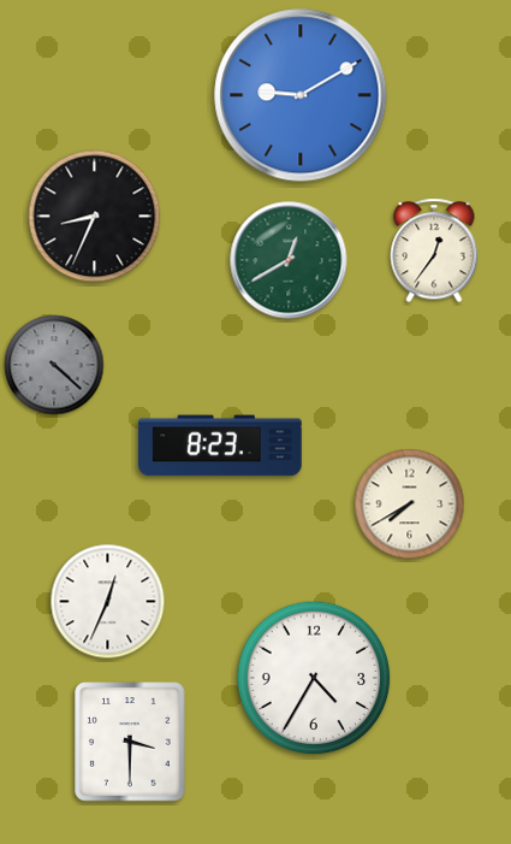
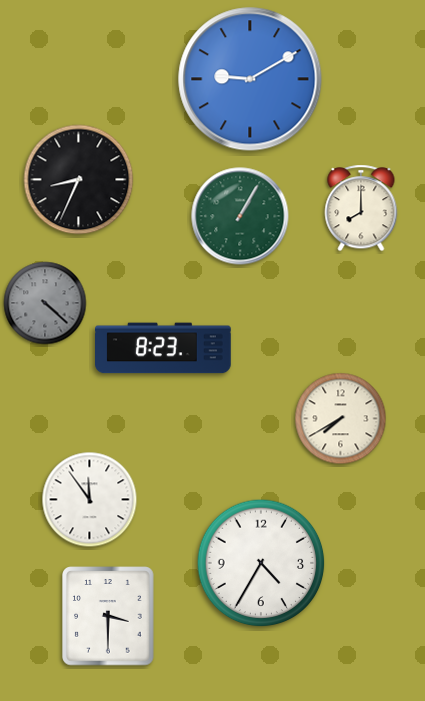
clock at (434, 250): 12:36 -> 8:00
clock at (289, 260): 12:40 -> 1:05
clock at (221, 445) position: (221, 445) -> (164, 348)
clock at (108, 602): 12:34 -> 11:54
